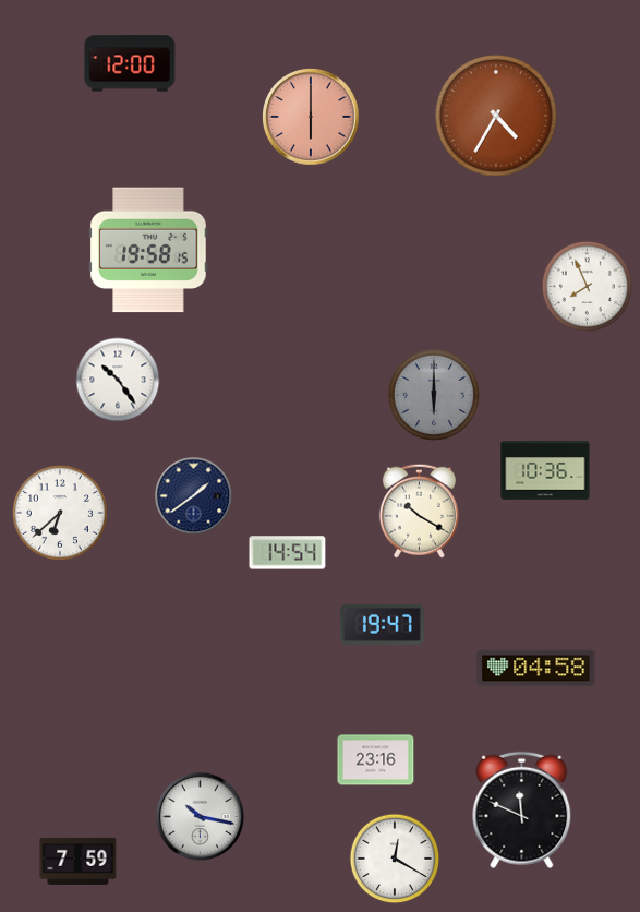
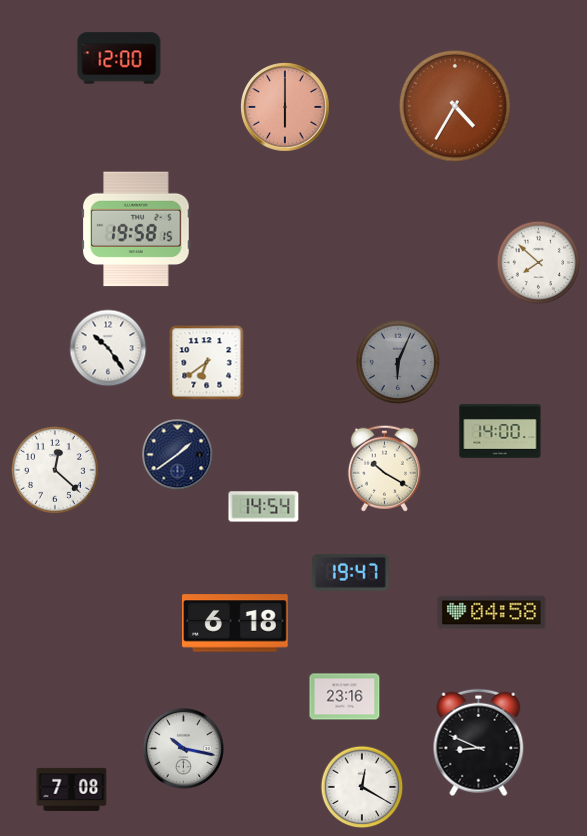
clock at (588, 287): 7:56 -> 7:52
clock at (434, 395): 6:00 -> 6:04
clock at (207, 363): none -> 6:39
clock at (545, 470): 10:36 -> 14:00
clock at (60, 513): 6:38 -> 12:22
clock at (235, 623): none -> 6:18
clock at (522, 811): 11:49 -> 8:49
clock at (79, 861): 7:59 -> 7:08
